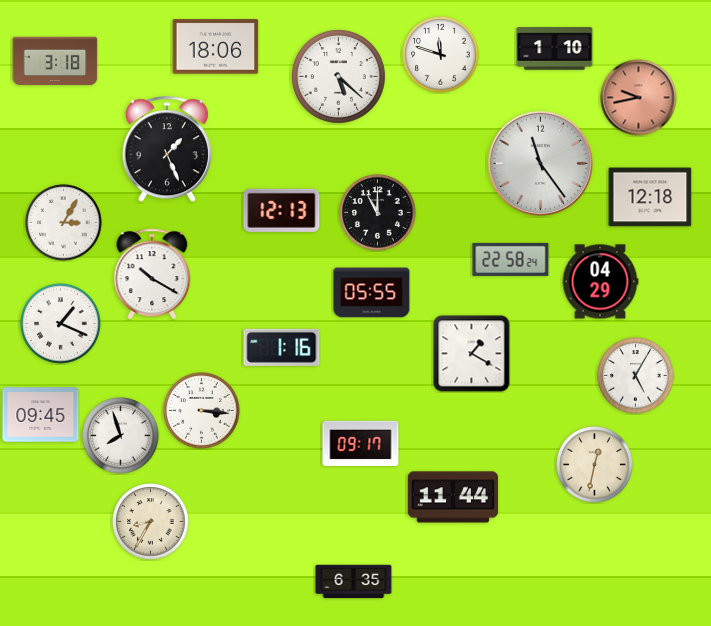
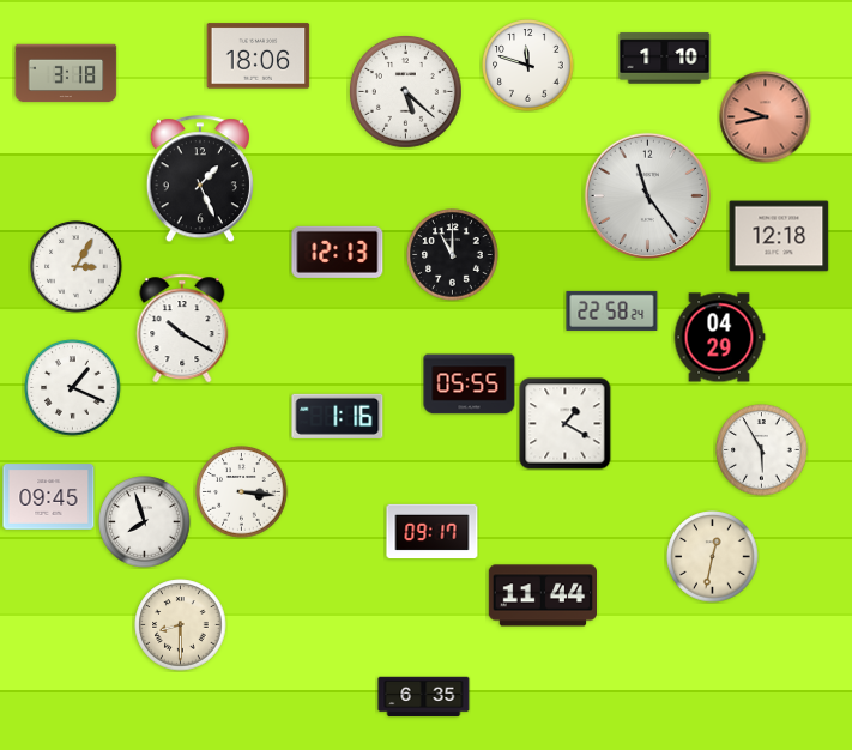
clock at (372, 293) position: (372, 293) -> (470, 385)
clock at (636, 376): 5:05 -> 5:55
clock at (151, 522): 8:35 -> 8:30
